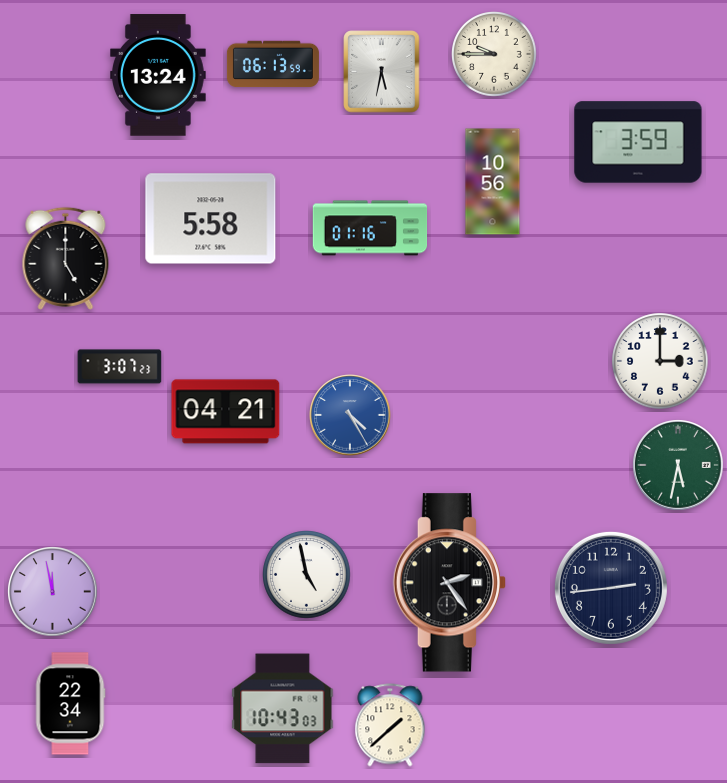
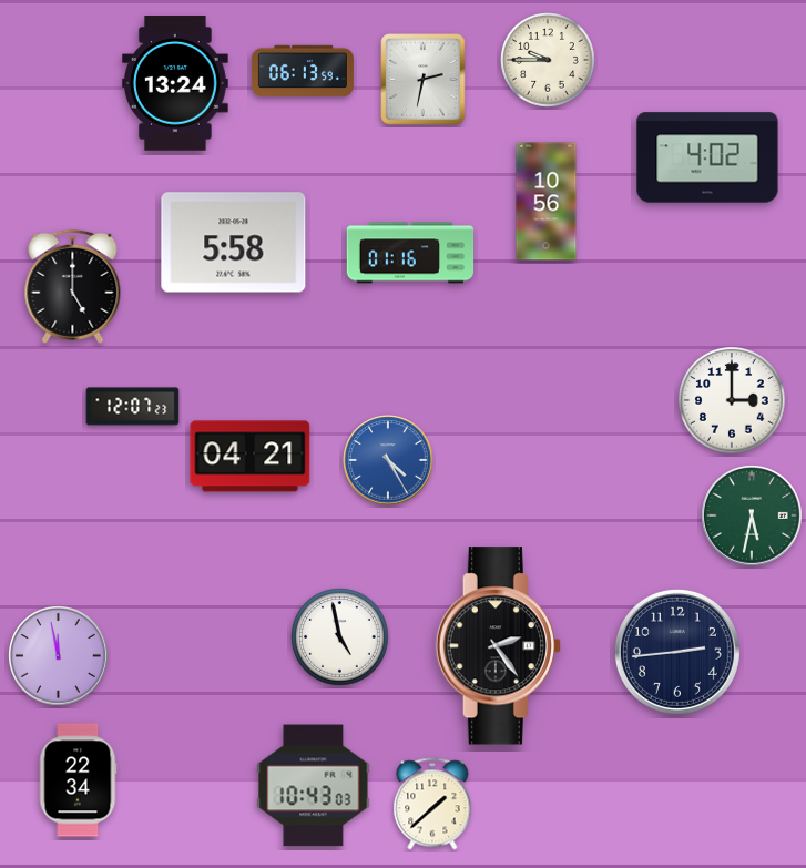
clock at (382, 72): 5:32 -> 2:32
clock at (638, 142): 3:59 -> 4:02
clock at (120, 367): 3:07 -> 12:07
